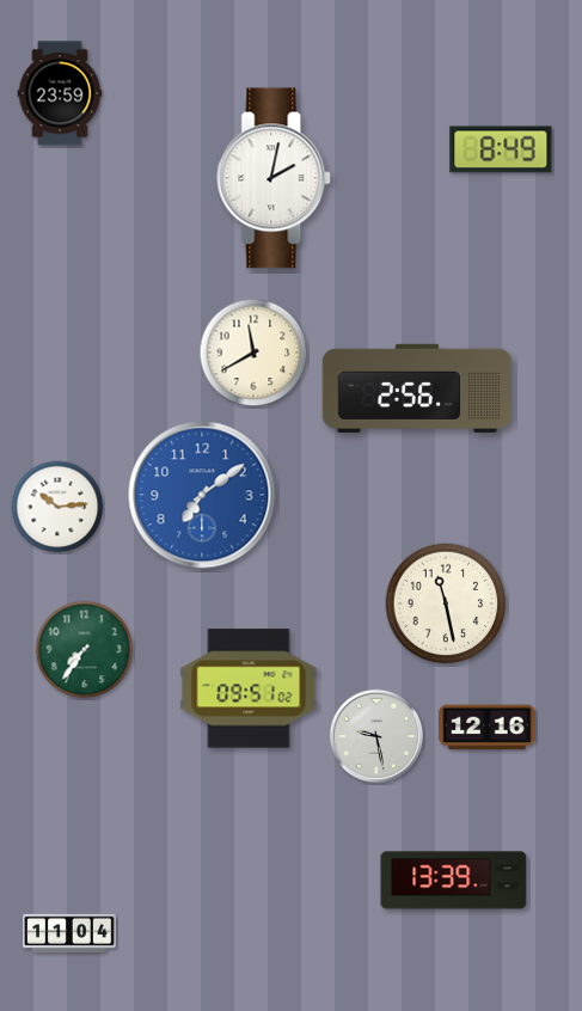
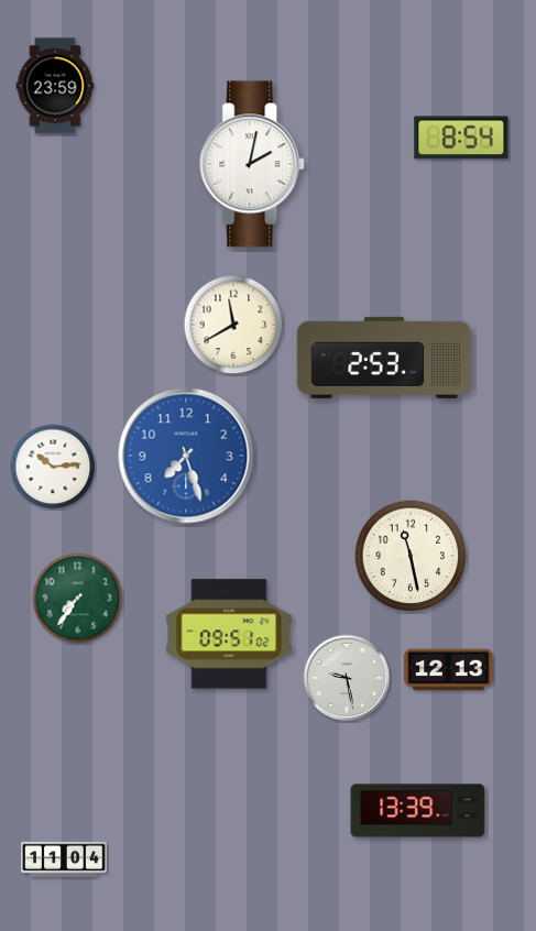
clock at (501, 149): 8:49 -> 8:54
clock at (417, 388): 2:56 -> 2:53
clock at (202, 495): 7:09 -> 7:27
clock at (488, 728): 12:16 -> 12:13
